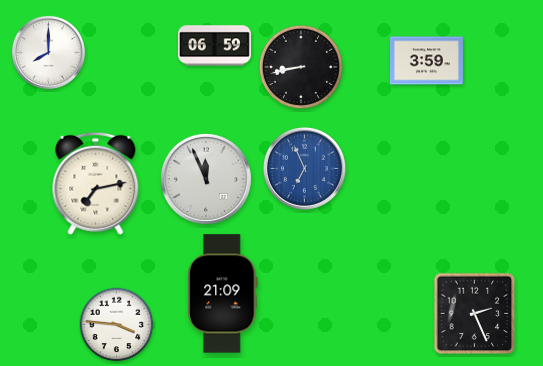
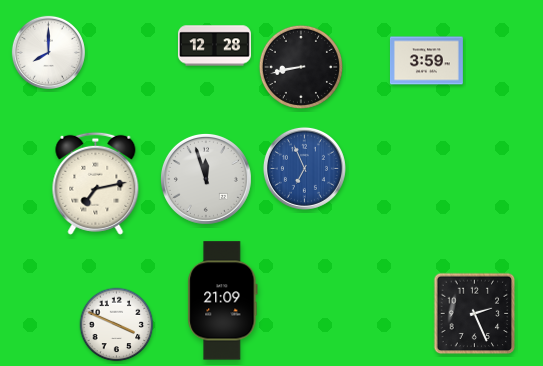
clock at (214, 46): 06:59 -> 12:28
clock at (206, 179): 11:56 -> 11:57
clock at (223, 294) position: (223, 294) -> (223, 301)
clock at (117, 325): 3:46 -> 3:49
